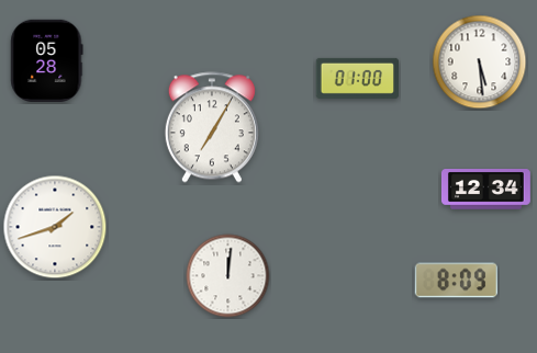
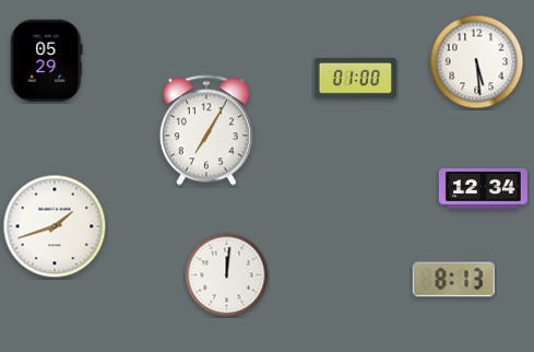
clock at (47, 60): 05:28 -> 05:29
clock at (212, 127) position: (212, 127) -> (206, 130)
clock at (456, 281): 8:09 -> 8:13
